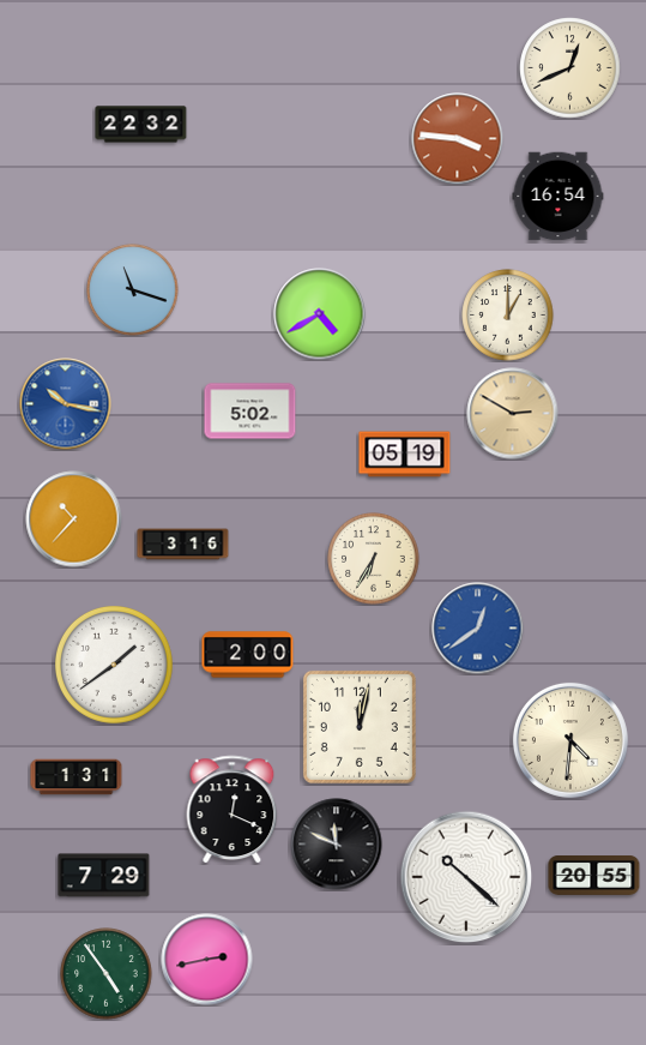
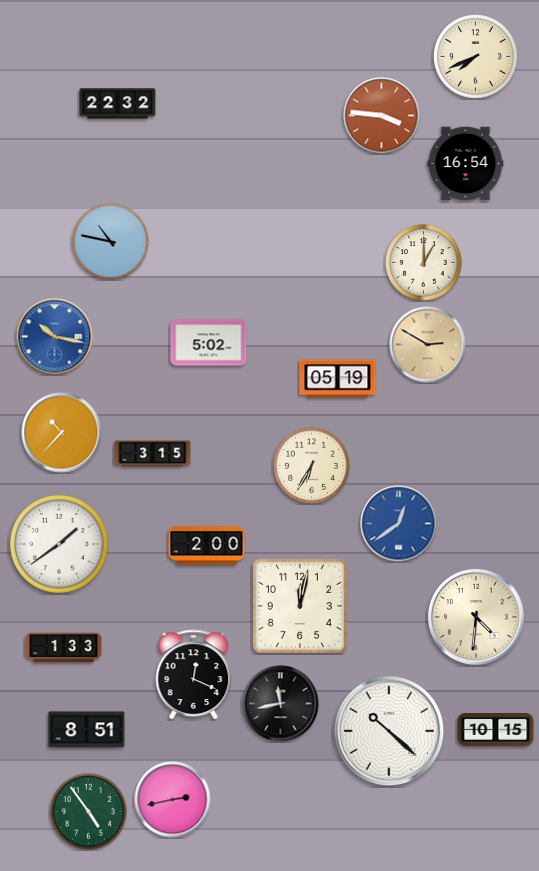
clock at (570, 68): 12:41 -> 7:41
clock at (133, 290): 11:18 -> 10:47
clock at (320, 314): 4:40 -> none
clock at (183, 545): 3:16 -> 3:15
clock at (114, 665) position: (114, 665) -> (59, 544)
clock at (77, 777): 1:31 -> 1:33
clock at (337, 845): 11:49 -> 11:43
clock at (104, 876): 7:29 -> 8:51
clock at (594, 876): 20:55 -> 10:15
